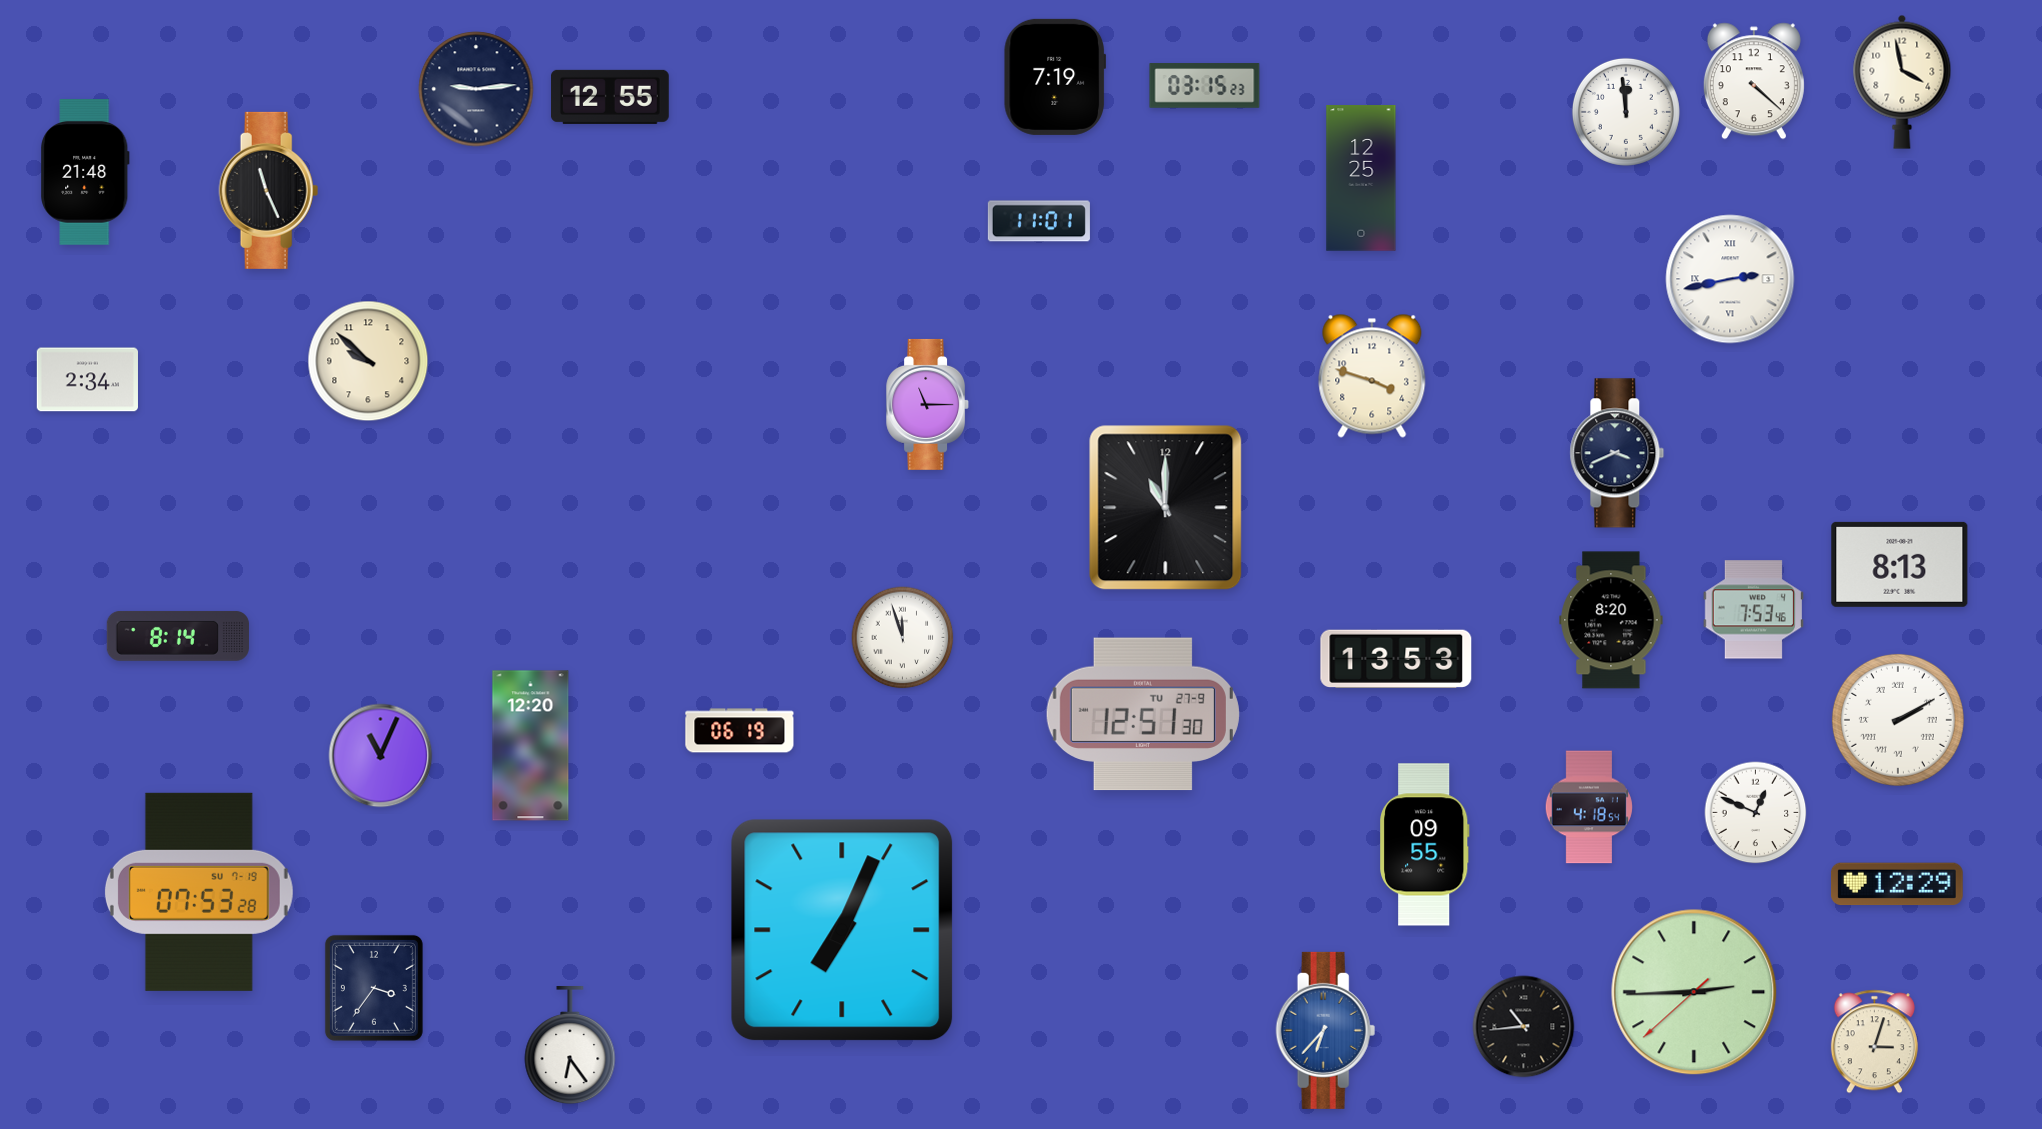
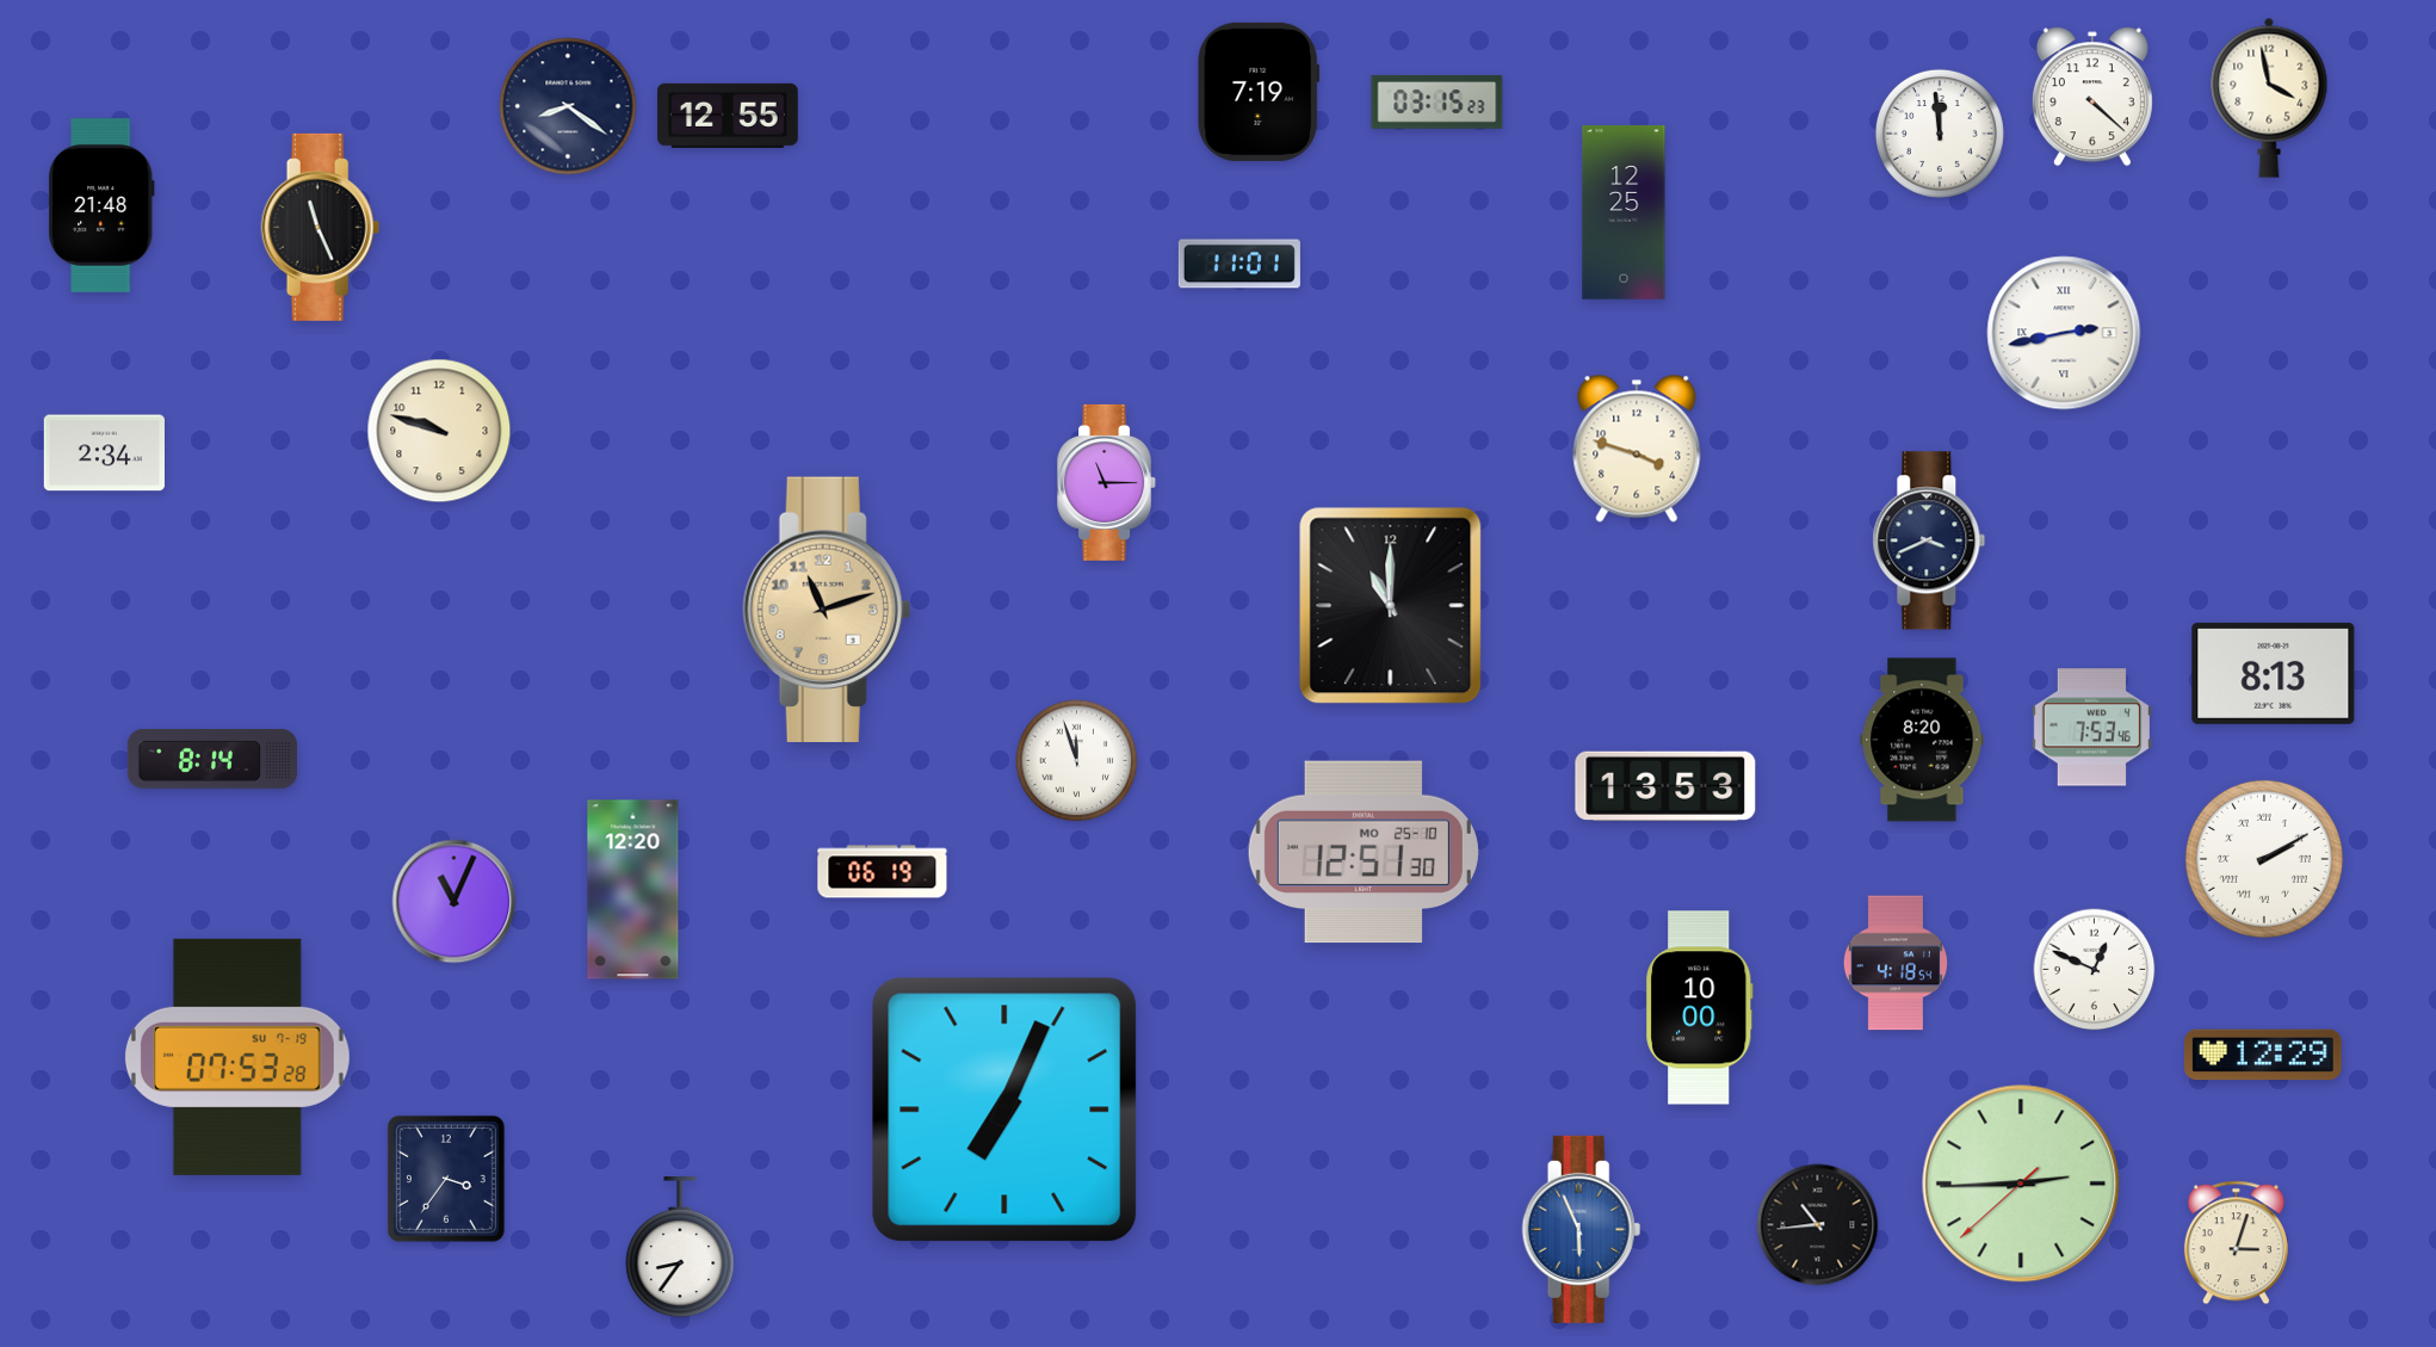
clock at (476, 89): 9:14 -> 8:21
clock at (368, 361): 9:52 -> 9:48
clock at (827, 608): none -> 11:12
clock at (1900, 564) position: (1900, 564) -> (2274, 673)
clock at (1143, 714) date: TU 27-9 -> MO 25-10
clock at (1425, 845): 09:55 -> 10:00
clock at (199, 892) position: (199, 892) -> (237, 1057)
clock at (1326, 1030): 6:37 -> 5:56
clock at (570, 1046): 6:24 -> 8:36
